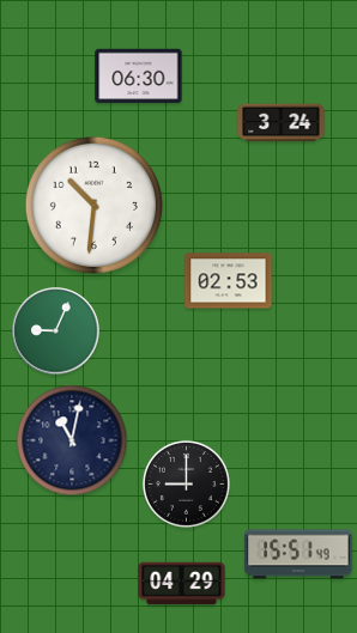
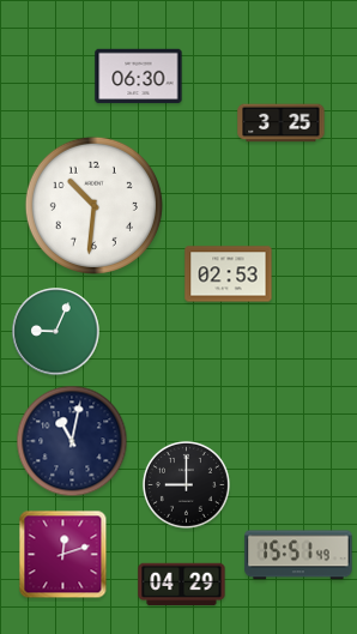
clock at (282, 123): 3:24 -> 3:25
clock at (229, 281) position: (229, 281) -> (229, 274)
clock at (63, 555): none -> 12:12
